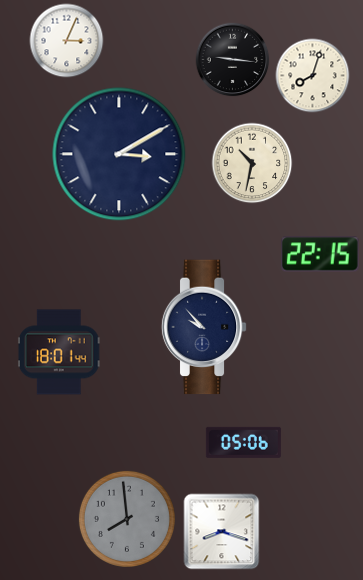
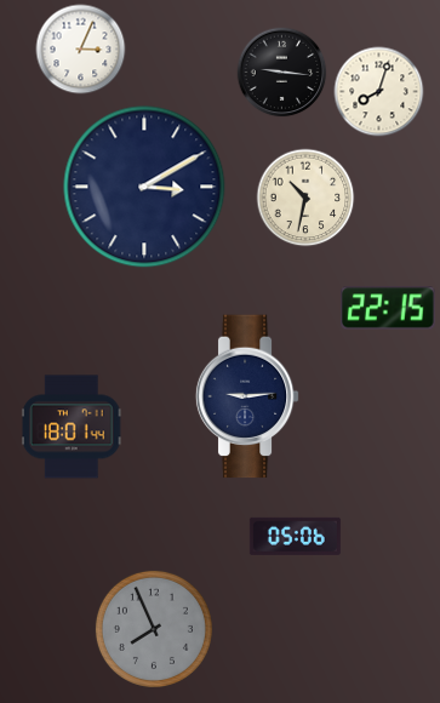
clock at (204, 327): 9:53 -> 9:14
clock at (127, 519): 7:59 -> 7:56
clock at (222, 532): 8:18 -> none
